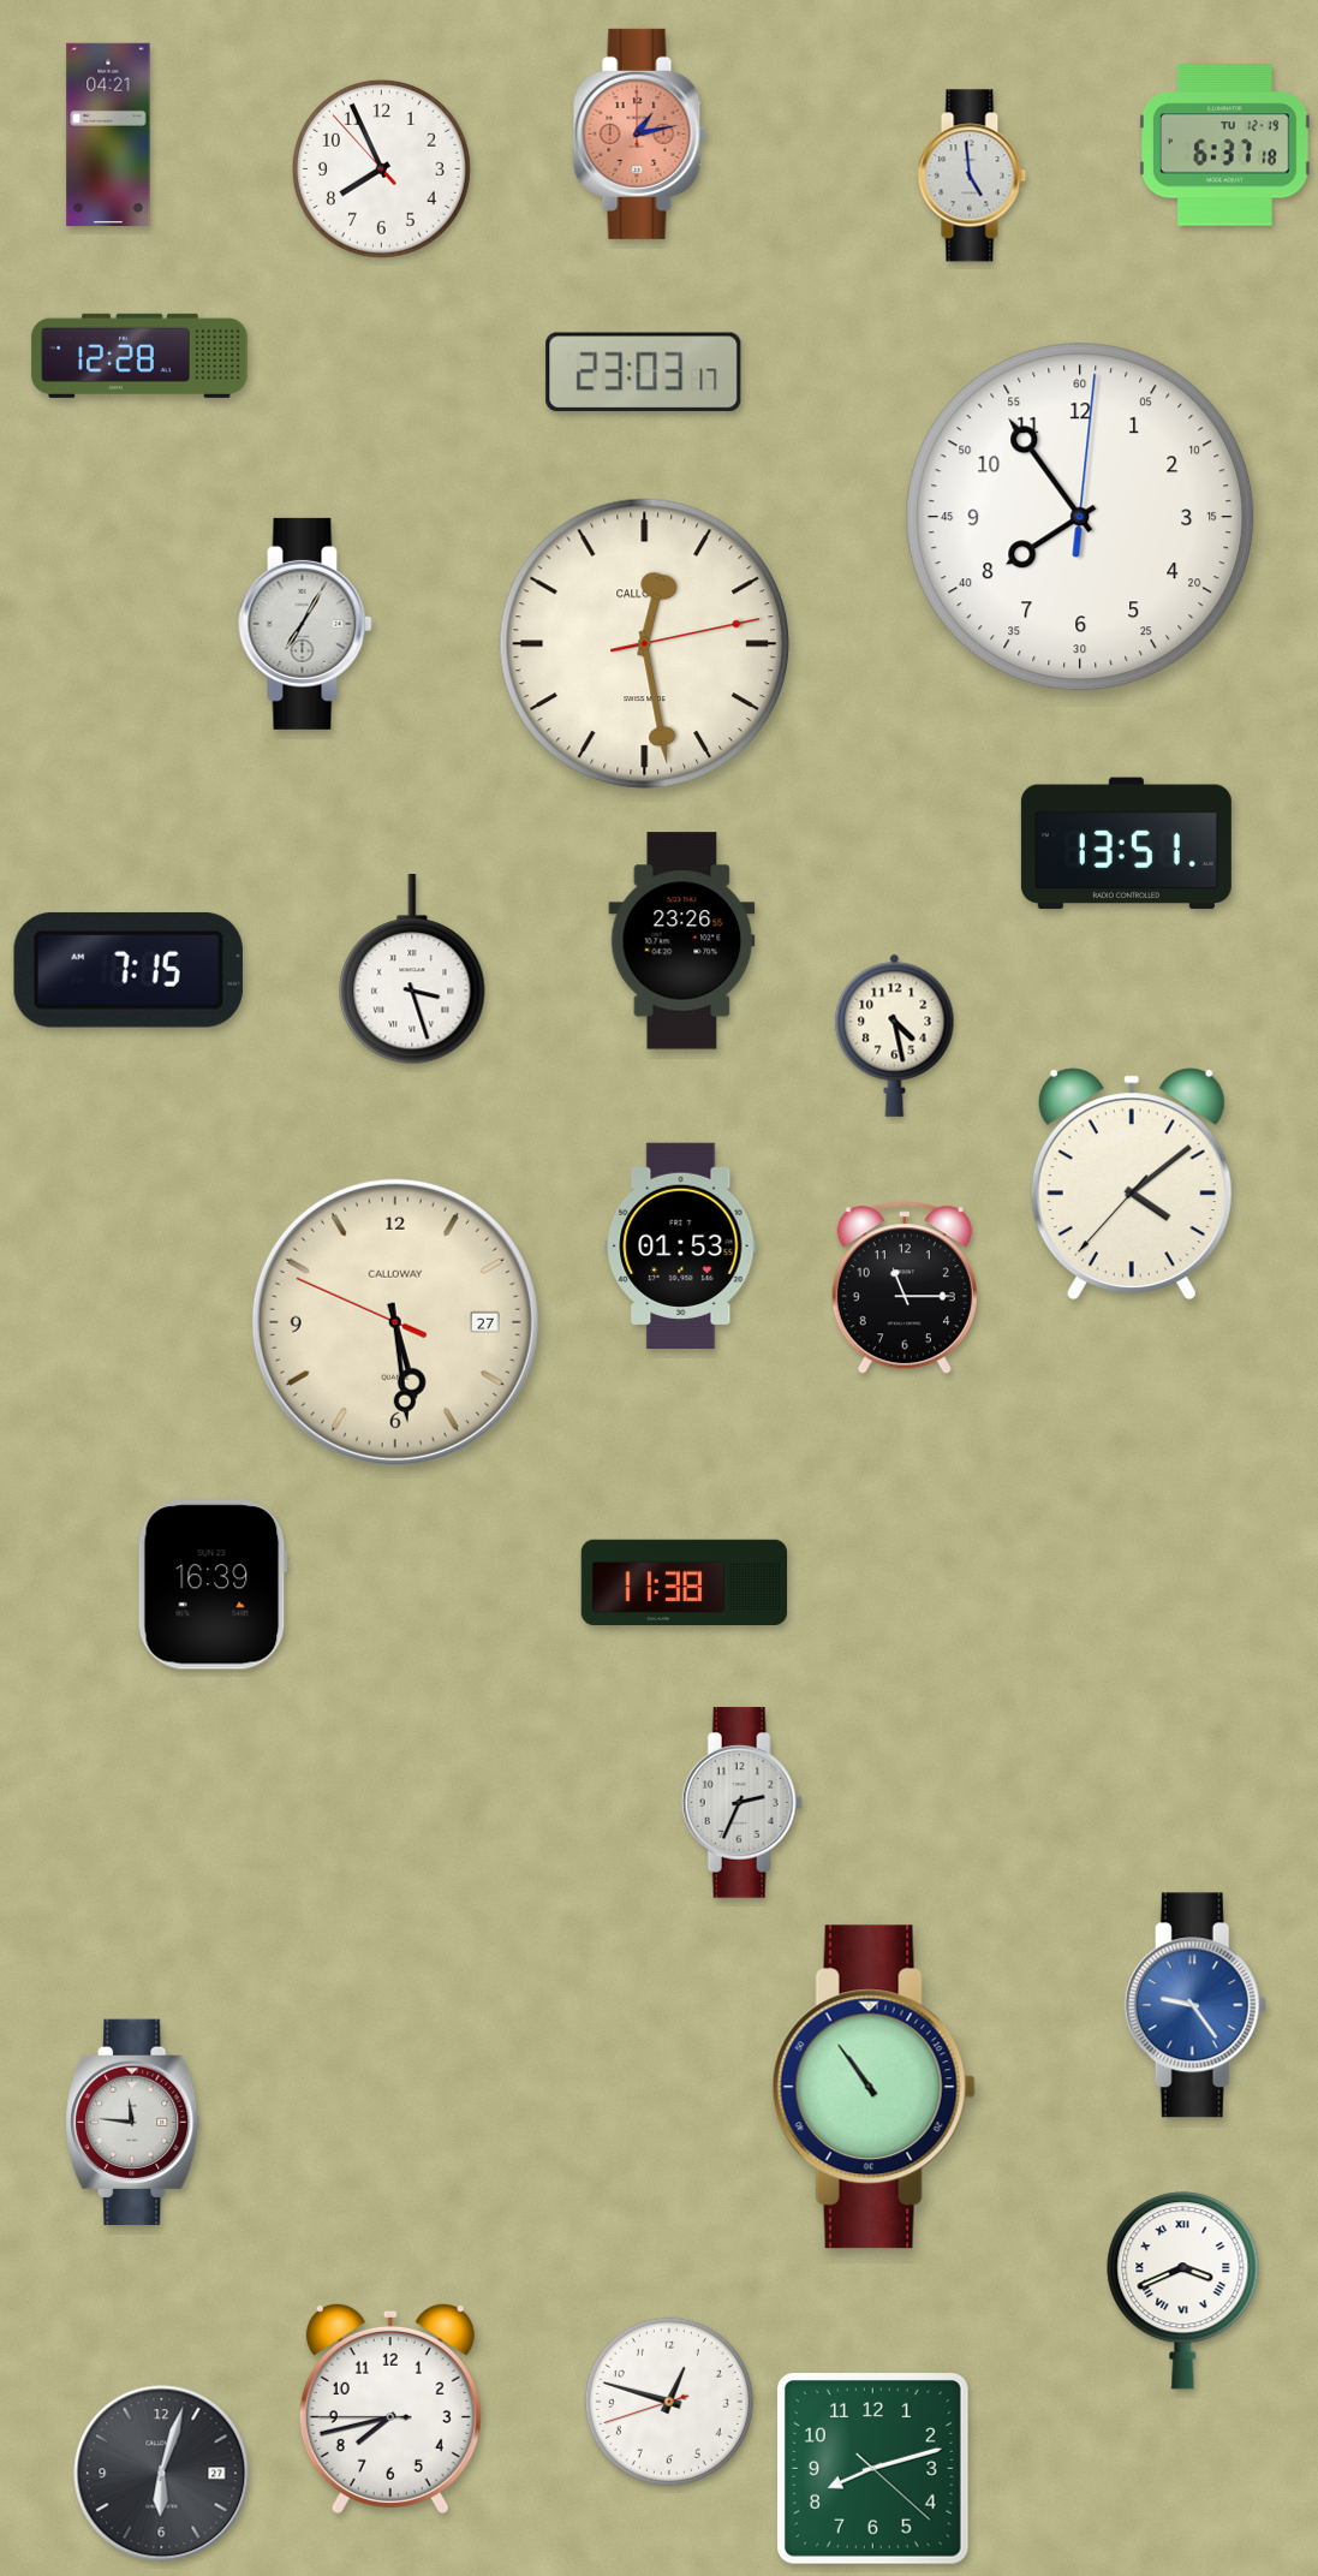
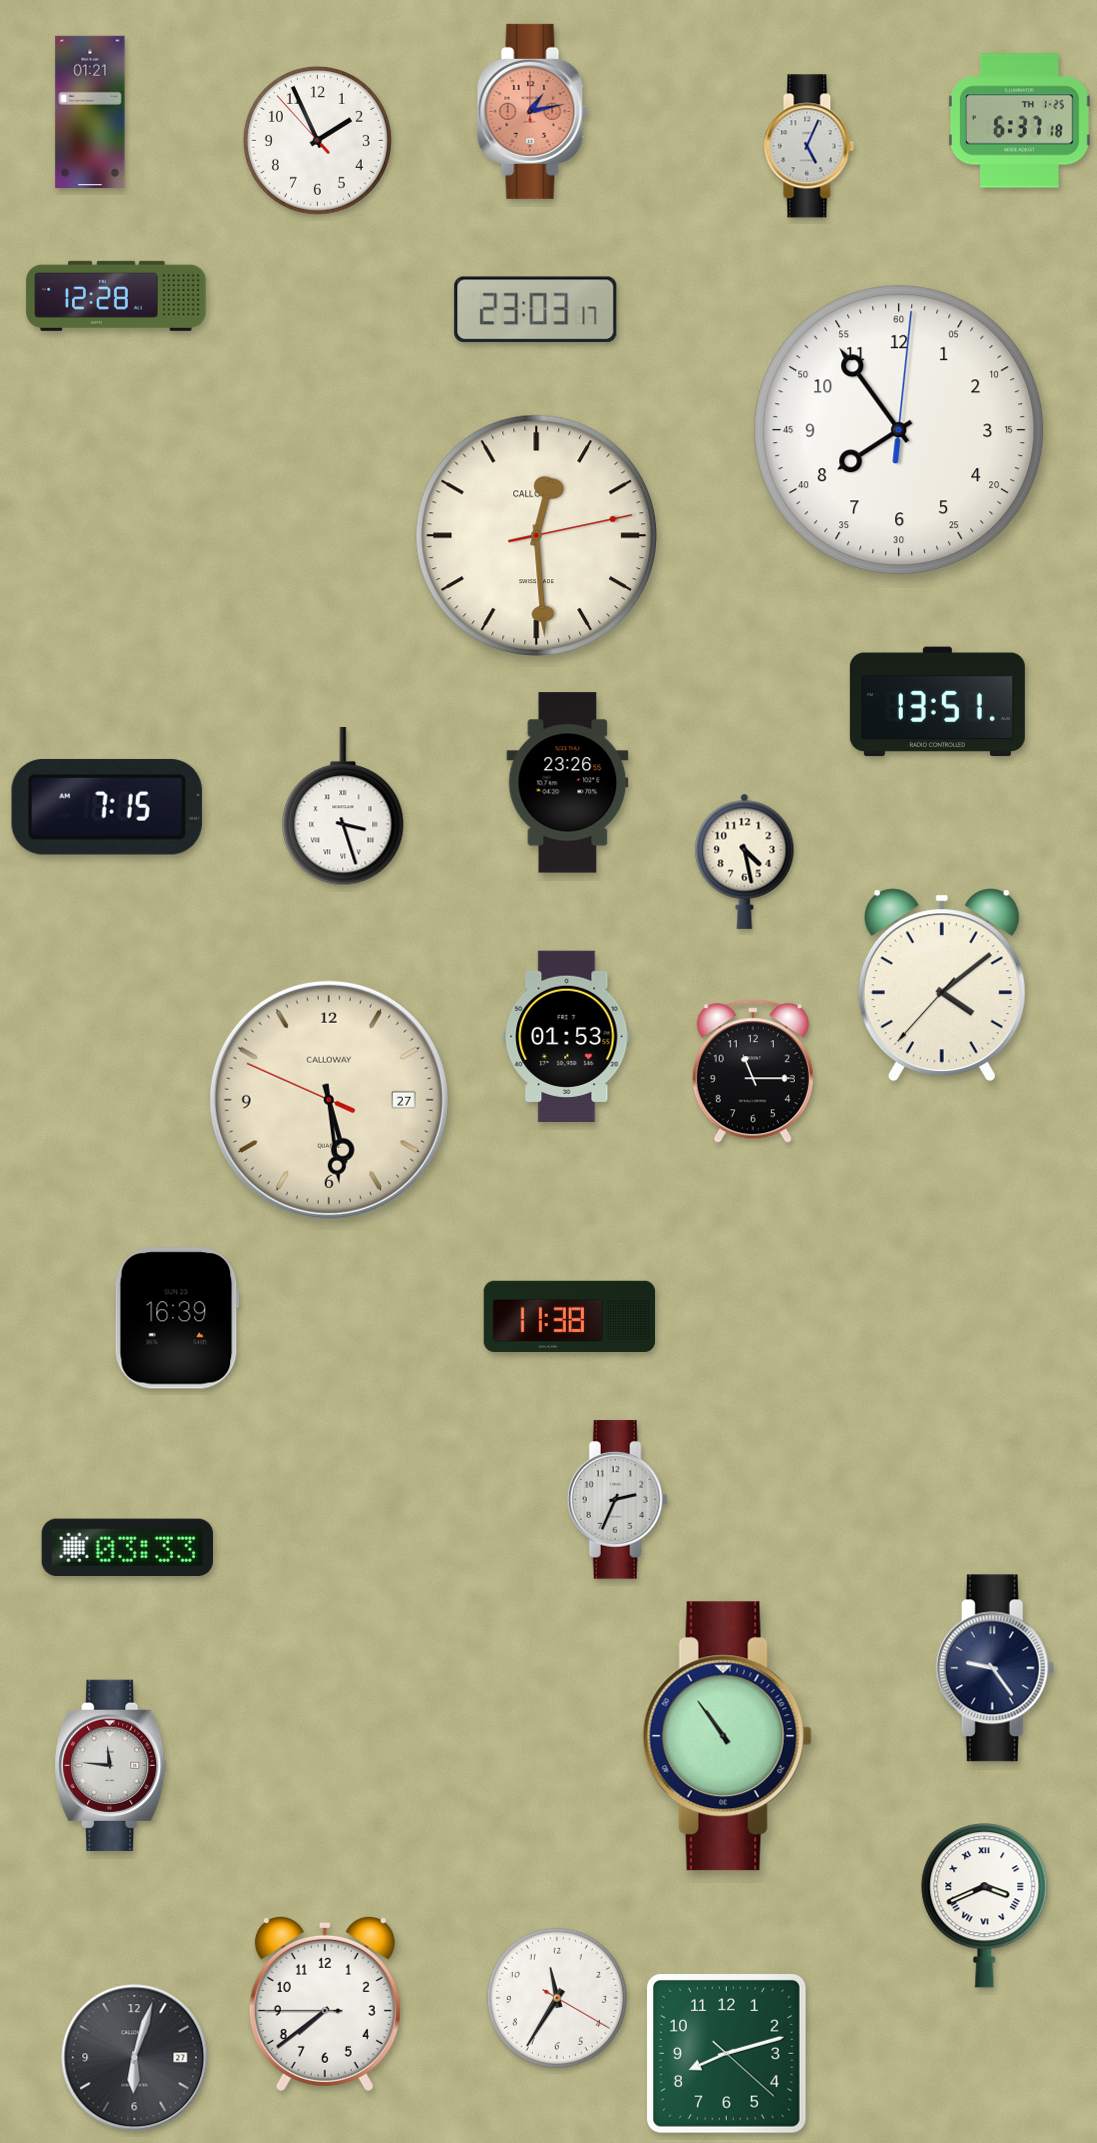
clock at (108, 135): 04:21 -> 01:21
clock at (1224, 145) date: TU 12-19 -> TH 1-25
clock at (381, 168): 7:55 -> 1:55
clock at (972, 175): 4:59 -> 5:04
clock at (305, 624): 7:05 -> none
clock at (645, 644): 12:28 -> 12:29
clock at (127, 1547): none -> 03:33
clock at (1195, 2005) dial: blue -> navy
clock at (669, 2402): 12:47 -> 11:35
clock at (390, 2408): 7:42 -> 7:38
